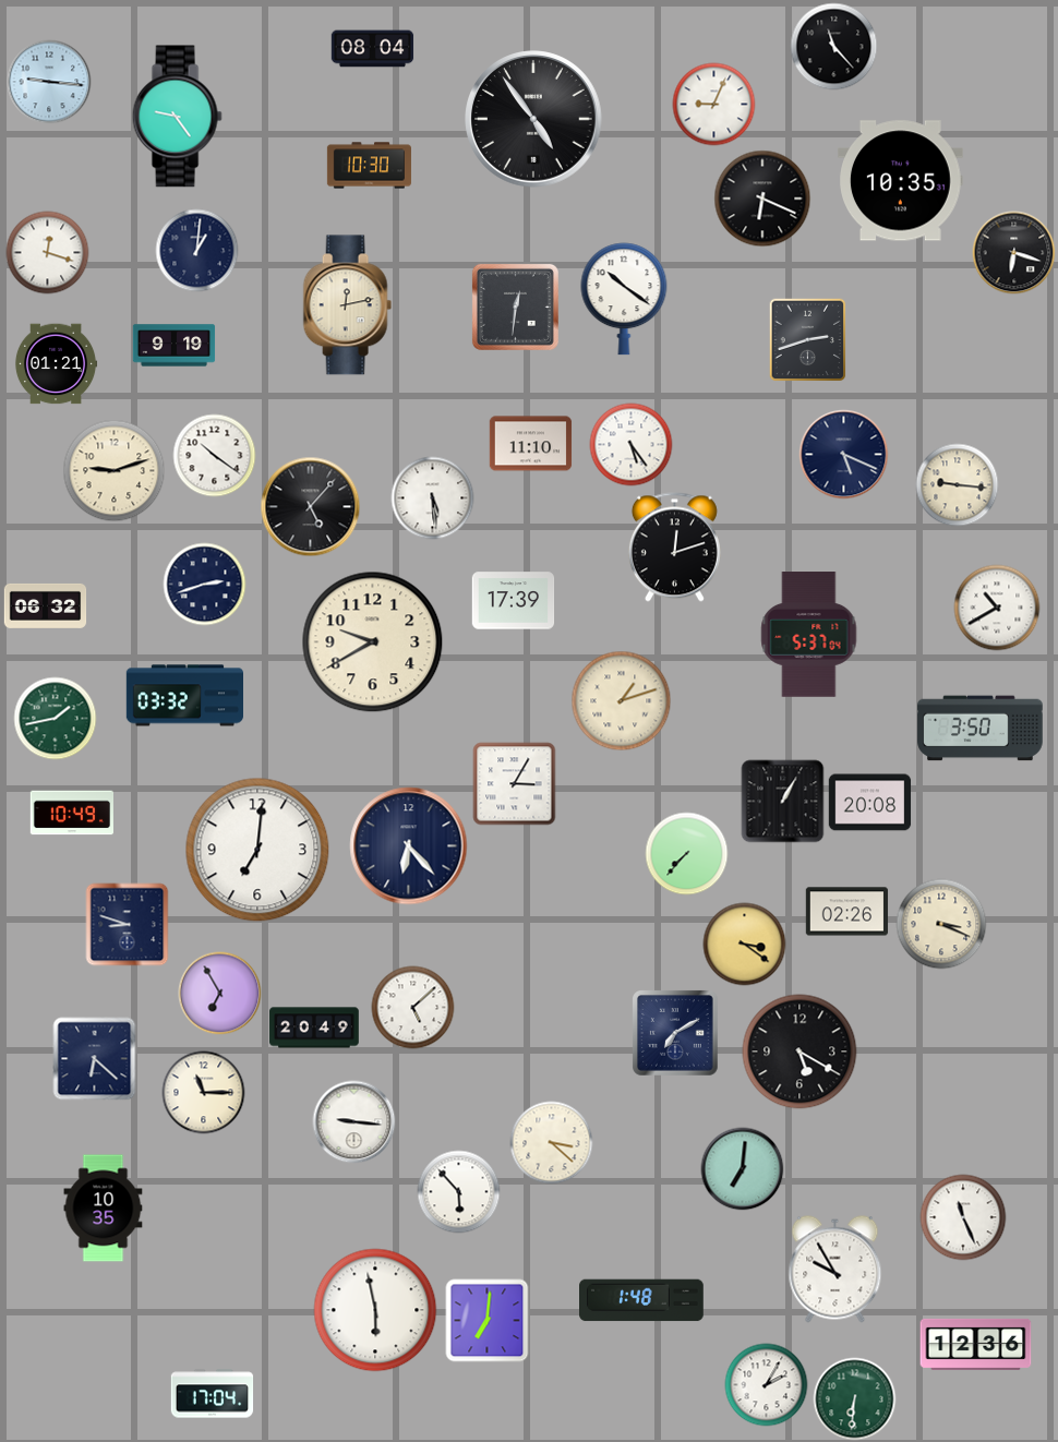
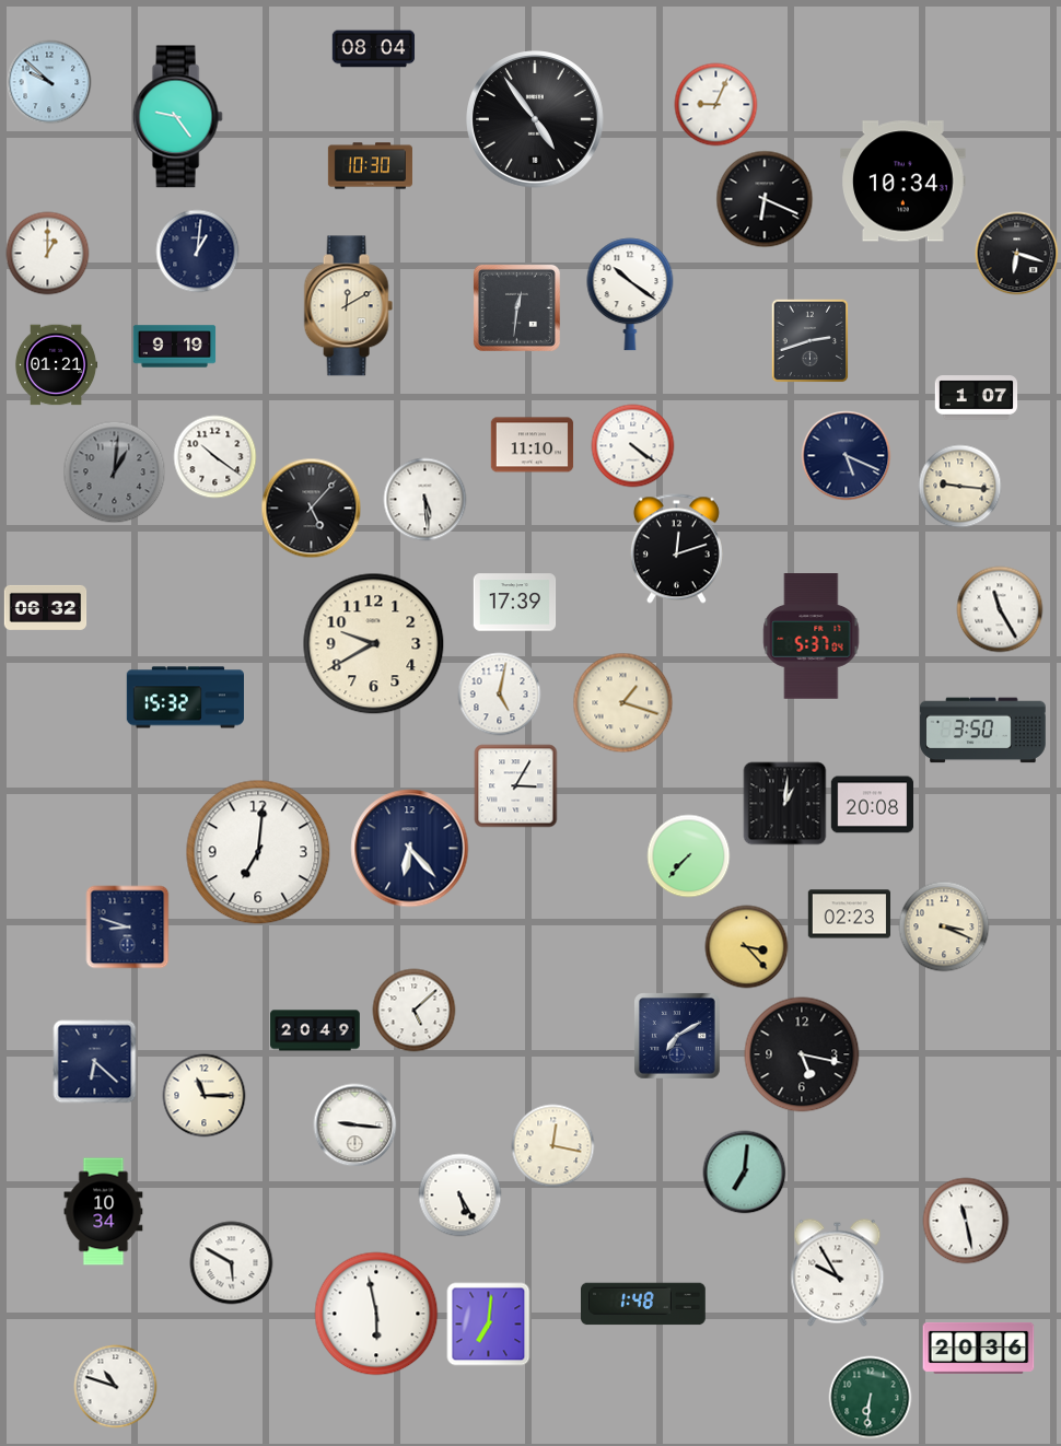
clock at (834, 47): 11:23 -> none
clock at (49, 82): 9:16 -> 9:52
clock at (901, 181): 10:35 -> 10:34
clock at (48, 253): 12:18 -> 1:00
clock at (624, 299) position: (624, 299) -> (630, 294)
clock at (347, 305): 12:13 -> 12:10
clock at (977, 398): none -> 1:07
clock at (632, 445): 5:24 -> 4:21
clock at (115, 471): 9:12 -> 1:01
clock at (115, 471) dial: cream -> grey
clock at (433, 498) position: (433, 498) -> (425, 500)
clock at (205, 585): 2:42 -> none
clock at (997, 608): 10:40 -> 11:25
clock at (500, 695): none -> 5:02
clock at (184, 696): 03:32 -> 15:32
clock at (622, 701): 1:12 -> 1:18
clock at (56, 719): 1:43 -> none
clock at (783, 802): 1:05 -> 1:01
clock at (71, 813): 10:49 -> none
clock at (847, 912): 02:26 -> 02:23
clock at (745, 945): 3:21 -> 3:23
clock at (220, 994): 6:55 -> none
clock at (799, 1052): 5:20 -> 5:17
clock at (552, 1143): 3:22 -> 12:17
clock at (459, 1192): 5:53 -> 5:25
clock at (104, 1209): 10:35 -> 10:34
clock at (963, 1217): 11:26 -> 11:28
clock at (232, 1263): none -> 5:50
clock at (976, 1344): 12:36 -> 20:36
clock at (116, 1387): none -> 10:48
clock at (767, 1385): 2:05 -> none
clock at (213, 1394): 17:04 -> none
clock at (855, 1399) position: (855, 1399) -> (871, 1398)
